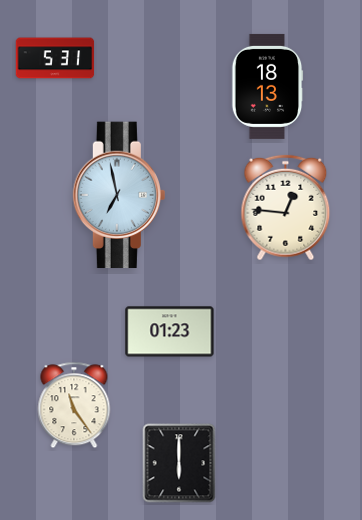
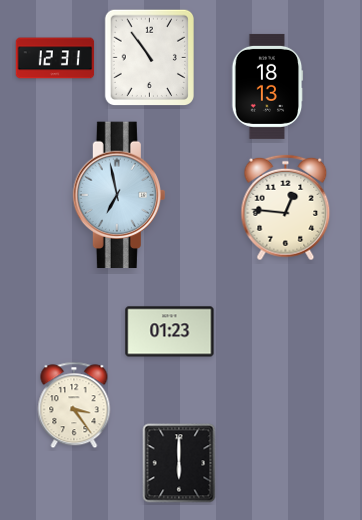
clock at (149, 57): none -> 10:54
clock at (55, 58): 5:31 -> 12:31
clock at (74, 405): 11:24 -> 3:24
